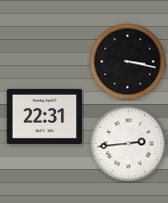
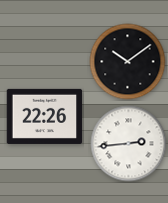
clock at (128, 62): 3:17 -> 10:09
clock at (45, 116): 22:31 -> 22:26
